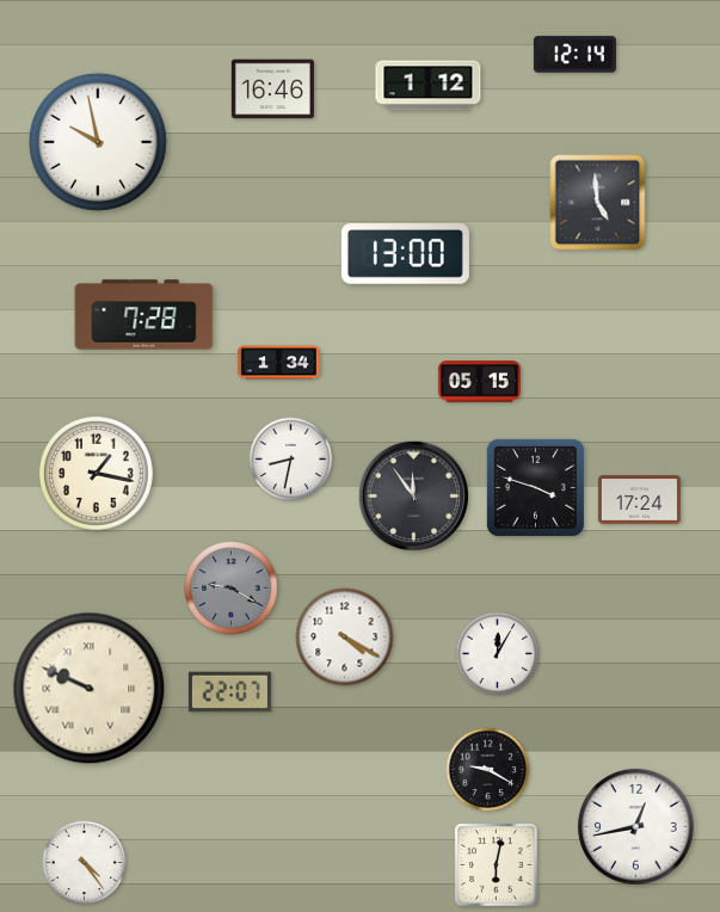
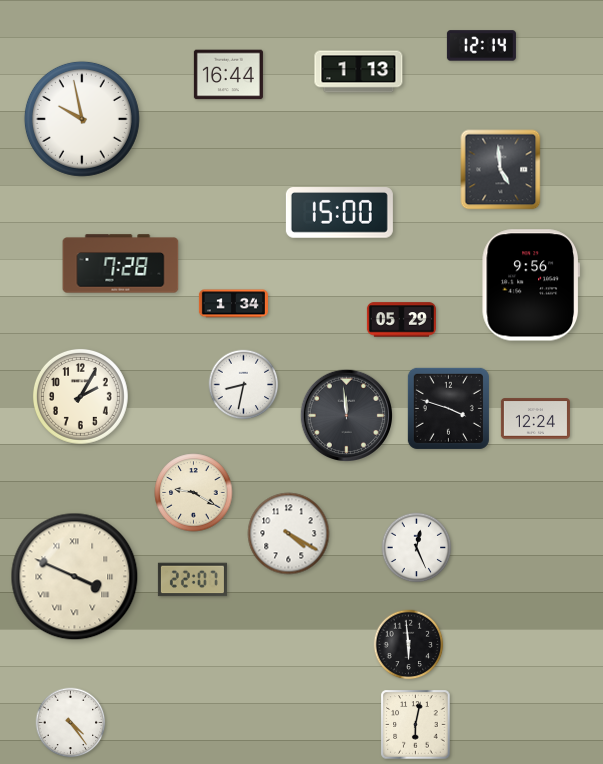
clock at (429, 86): 1:12 -> 1:13
clock at (272, 90): 16:46 -> 16:44
clock at (405, 254): 13:00 -> 15:00
clock at (530, 285): none -> 9:56
clock at (479, 382): 05:15 -> 05:29
clock at (96, 473): 1:17 -> 2:05
clock at (413, 495): 11:54 -> 11:59
clock at (639, 500): 17:24 -> 12:24
clock at (232, 589) dial: grey -> cream
clock at (498, 654): 12:05 -> 12:26
clock at (90, 689): 9:49 -> 3:49
clock at (488, 770): 9:20 -> 5:59
clock at (636, 827): 12:43 -> none
